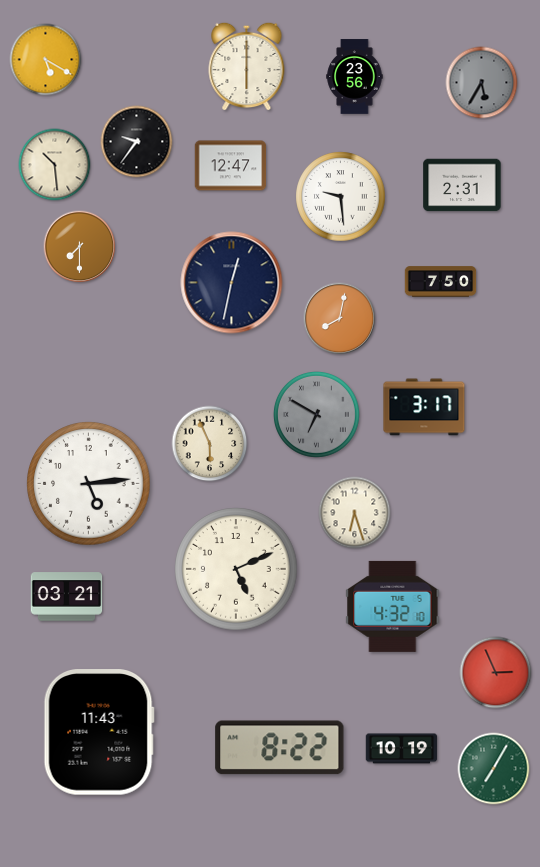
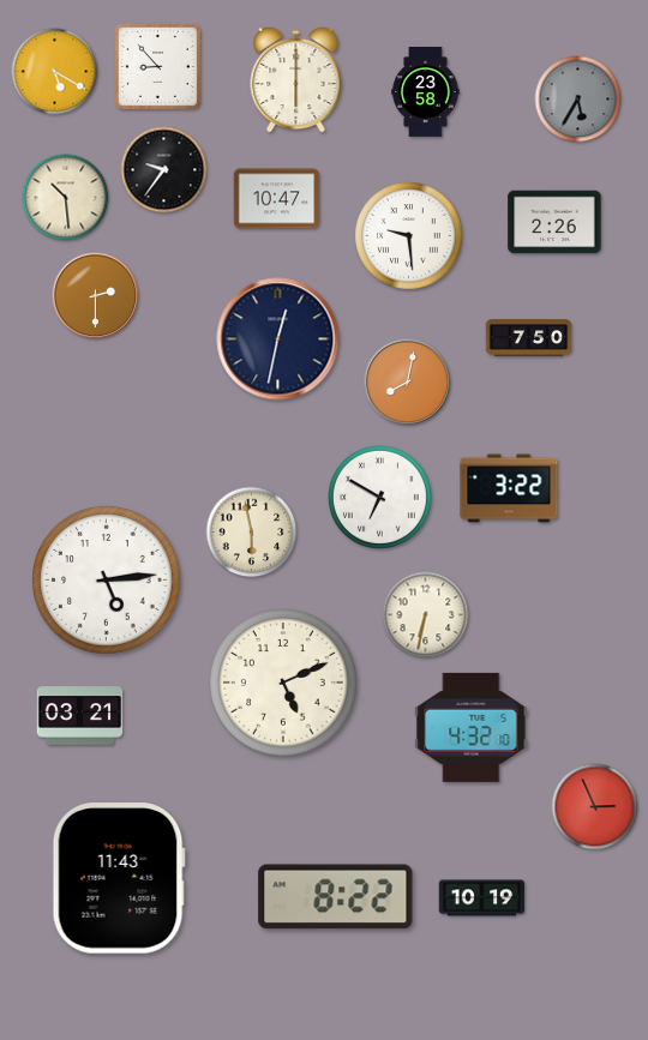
clock at (157, 66): none -> 8:53
clock at (355, 77): 23:56 -> 23:58
clock at (231, 166): 12:47 -> 10:47
clock at (462, 185): 2:31 -> 2:26
clock at (80, 247): 7:30 -> 2:30
clock at (424, 407): 3:17 -> 3:22
clock at (317, 415) dial: grey -> white
clock at (210, 444): 5:56 -> 5:58
clock at (355, 513): 6:27 -> 6:32
clock at (494, 769): 7:05 -> none
